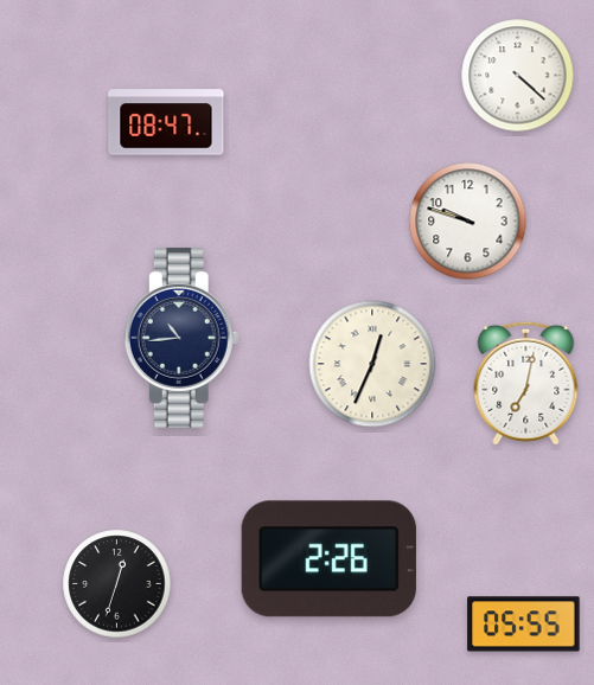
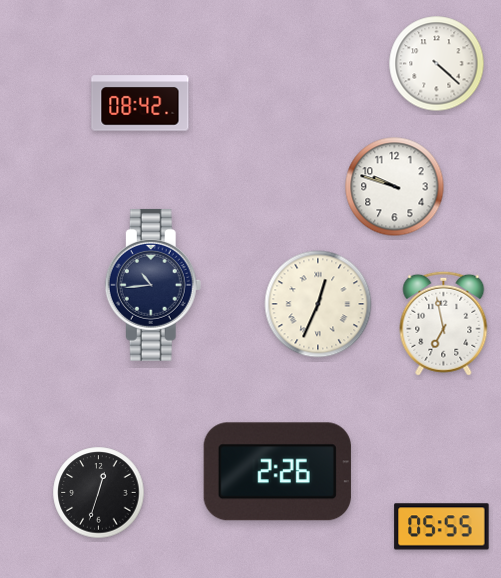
clock at (166, 122): 08:47 -> 08:42
clock at (372, 364) position: (372, 364) -> (318, 304)
clock at (526, 383): 7:02 -> 6:58
